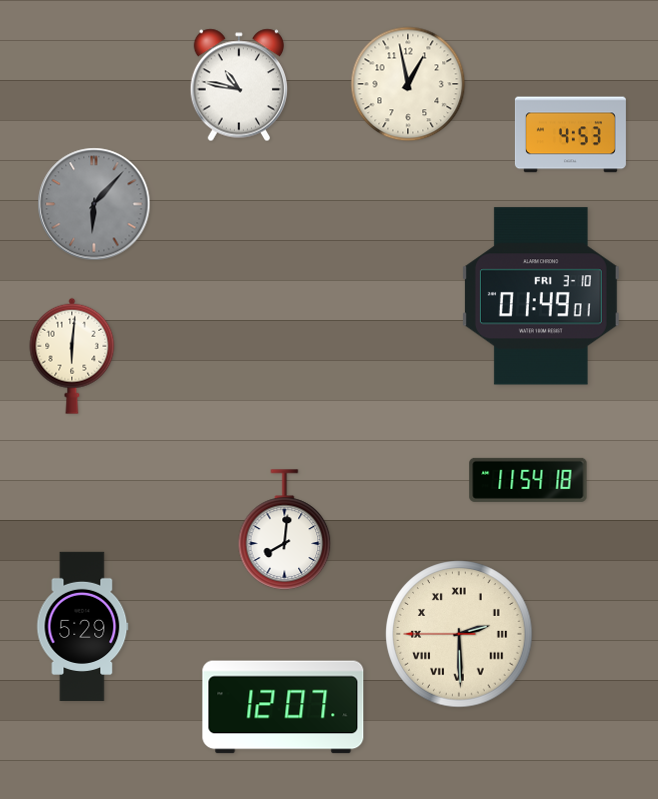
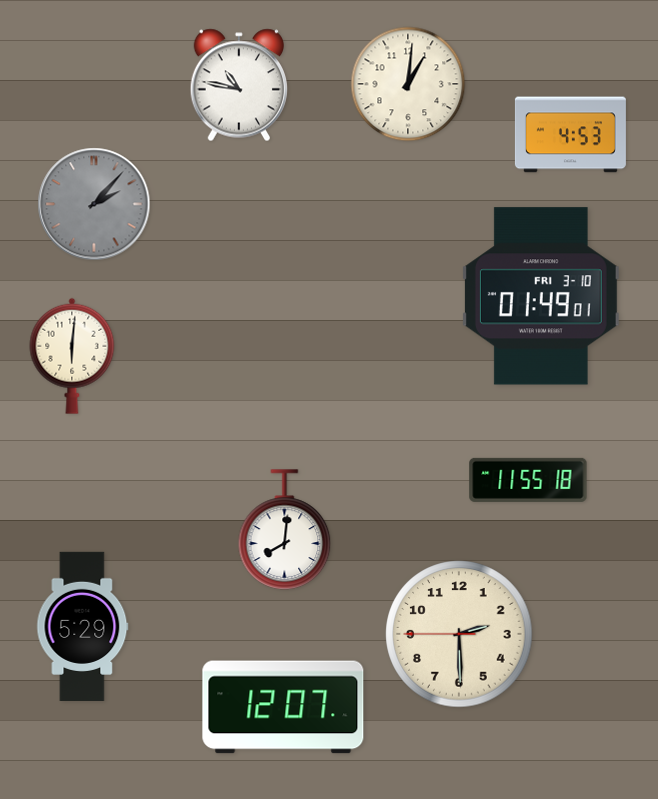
clock at (408, 84): 12:58 -> 1:01
clock at (94, 204): 6:07 -> 2:07
clock at (528, 480): 11:54 -> 11:55
clock at (459, 634) numerals: Roman -> Arabic
